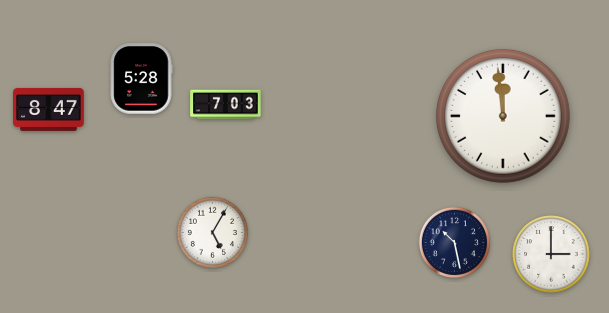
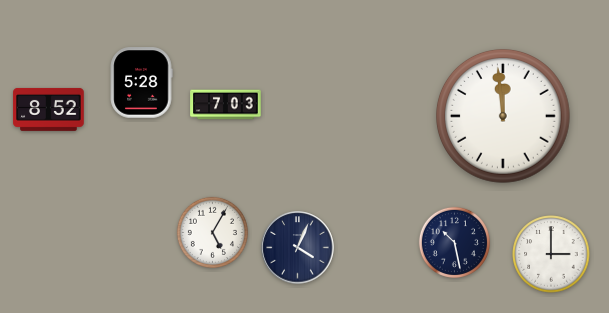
clock at (141, 79) position: (141, 79) -> (141, 83)
clock at (49, 109): 8:47 -> 8:52
clock at (298, 248): none -> 4:04
